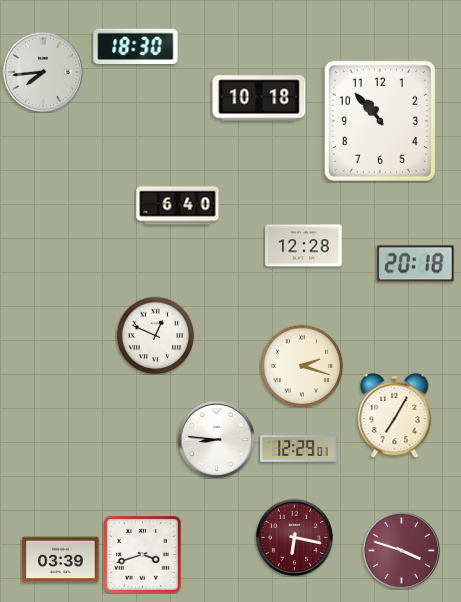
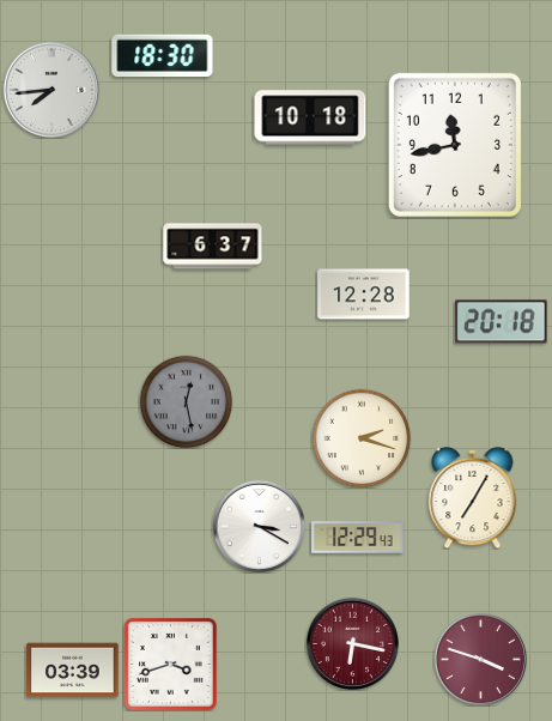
clock at (43, 72) position: (43, 72) -> (51, 90)
clock at (380, 121): 10:53 -> 11:43
clock at (178, 206): 6:40 -> 6:37
clock at (416, 264) position: (416, 264) -> (502, 322)
clock at (155, 335): 12:49 -> 12:28
clock at (155, 335) dial: white -> grey
clock at (216, 439): 8:46 -> 3:20
clock at (299, 449): 12:29:01 -> 12:29:43
